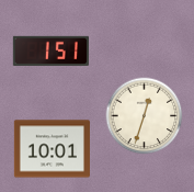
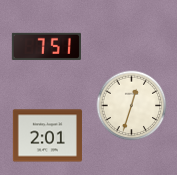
clock at (50, 50): 1:51 -> 7:51
clock at (52, 149): 10:01 -> 2:01
